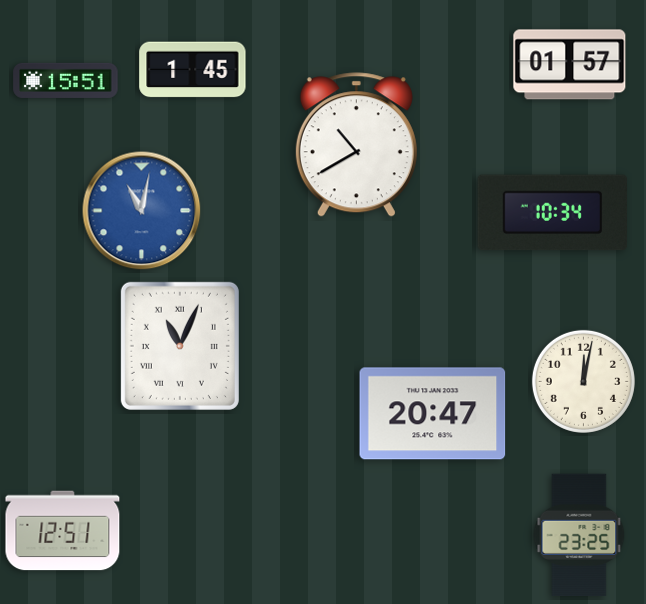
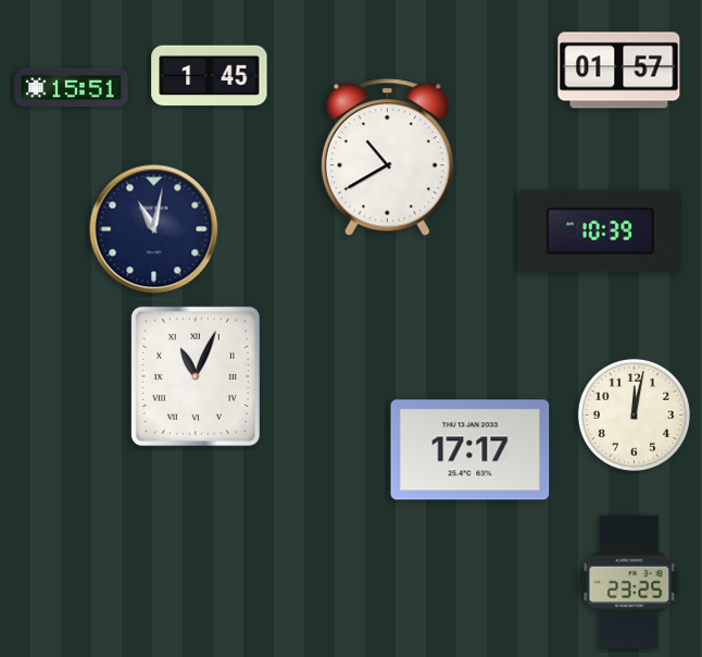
clock at (142, 211) dial: blue -> navy
clock at (552, 213): 10:34 -> 10:39
clock at (433, 414): 20:47 -> 17:17
clock at (63, 531): 12:51 -> none
